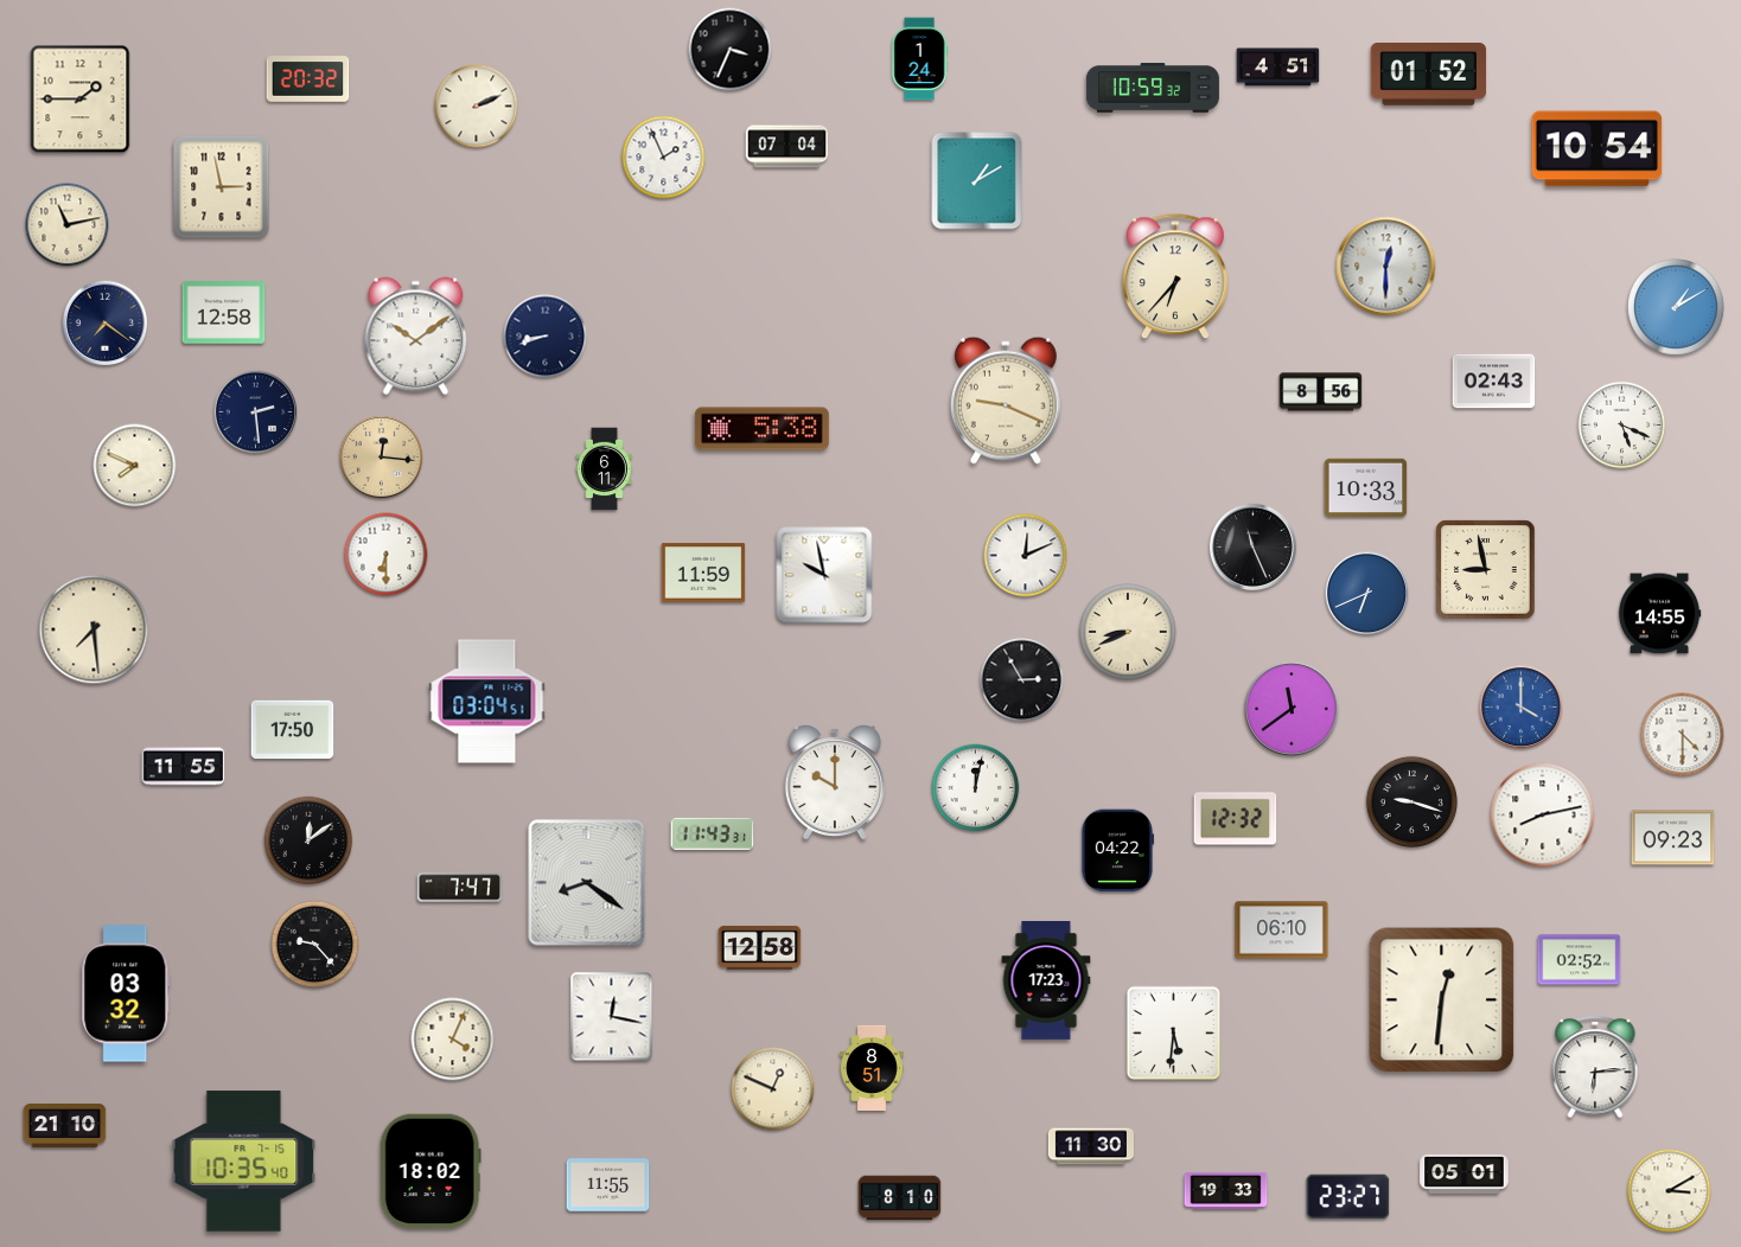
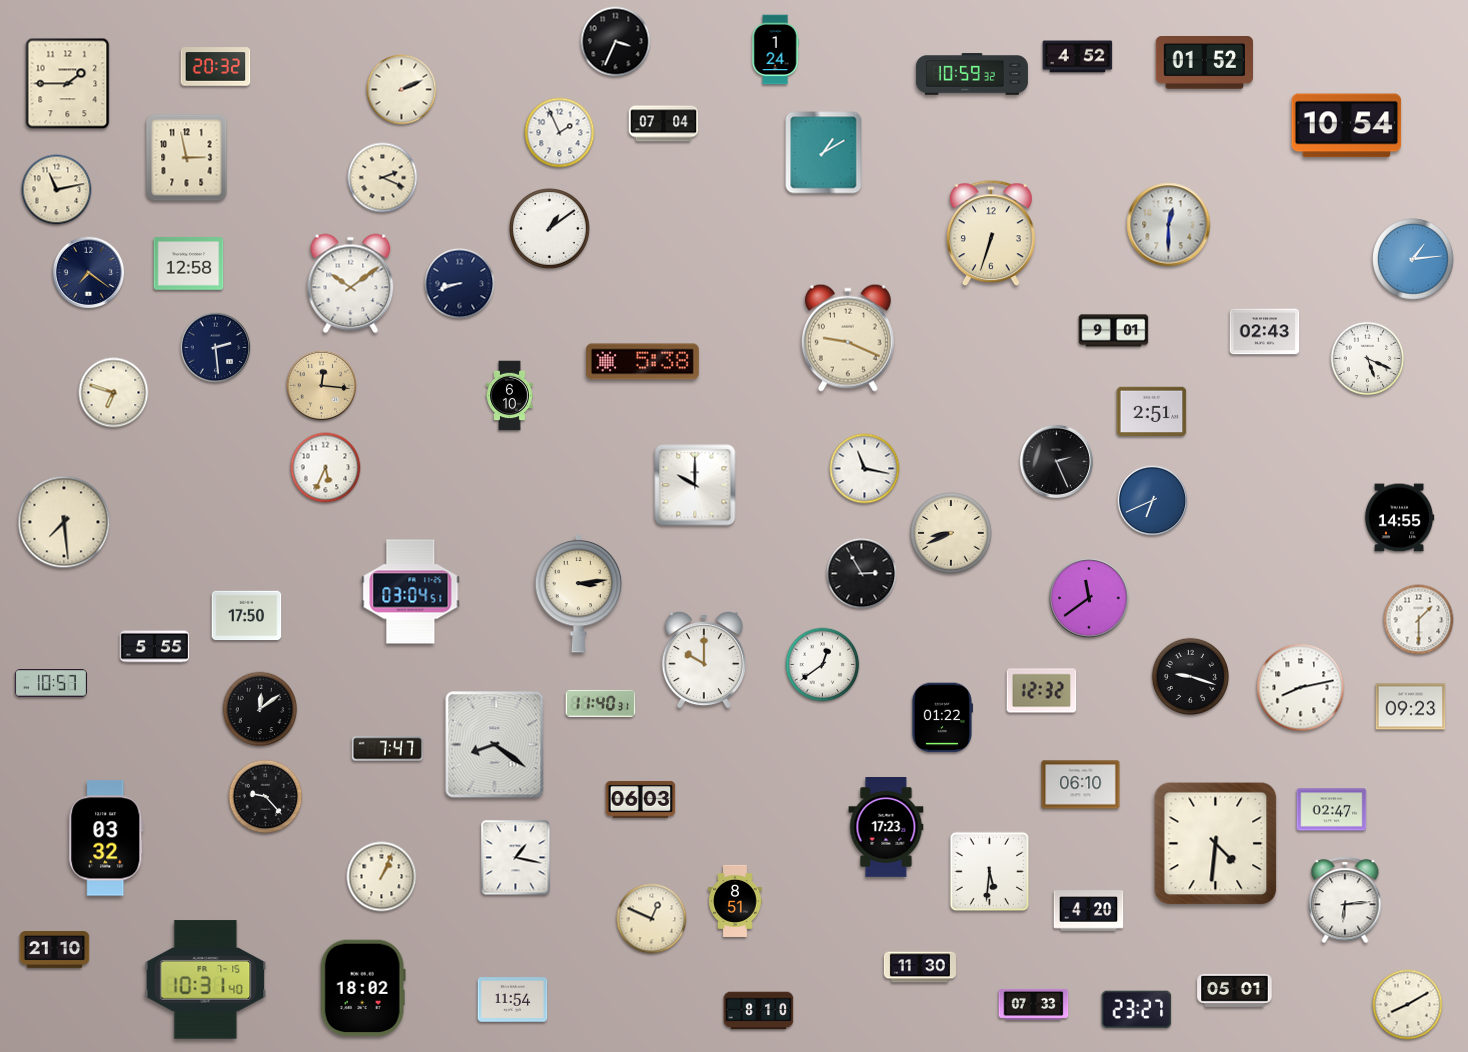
clock at (1278, 68): 4:51 -> 4:52
clock at (308, 79) position: (308, 79) -> (216, 67)
clock at (383, 178): none -> 2:19
clock at (550, 229): none -> 1:09
clock at (1175, 277): 6:37 -> 6:33
clock at (1676, 307): 1:10 -> 1:14
clock at (1494, 382) position: (1494, 382) -> (1265, 332)
clock at (1321, 392): 8:56 -> 9:01
clock at (135, 466): 7:49 -> 6:48
clock at (605, 469): 6:11 -> 6:10
clock at (1366, 488): 10:33 -> 2:51
clock at (1252, 546): 11:26 -> 2:26
clock at (387, 555): 6:30 -> 5:34
clock at (1026, 556): 12:11 -> 11:17
clock at (1486, 570): 8:58 -> none
clock at (703, 573): 11:59 -> none
clock at (824, 575): 9:58 -> 10:00
clock at (94, 629) position: (94, 629) -> (64, 522)
clock at (579, 593): none -> 3:14
clock at (1522, 708): 4:00 -> none
clock at (1683, 735): 4:30 -> 1:30
clock at (184, 767): 11:55 -> 5:55
clock at (976, 788): 12:02 -> 12:39
clock at (51, 683): none -> 10:57
clock at (713, 833): 11:43 -> 11:40
clock at (1116, 851): 04:22 -> 01:22
clock at (760, 947): 12:58 -> 06:03
clock at (1580, 960): 02:52 -> 02:47
clock at (1046, 981) position: (1046, 981) -> (886, 828)
clock at (1442, 1000): 12:31 -> 4:31
clock at (612, 1017): 12:17 -> 1:17
clock at (453, 1040): 4:04 -> 1:04
clock at (1089, 911): none -> 4:20
clock at (244, 1162): 10:35 -> 10:31
clock at (608, 1185): 11:55 -> 11:54
clock at (1226, 1190): 19:33 -> 07:33
clock at (1670, 1191): 3:10 -> 8:10
